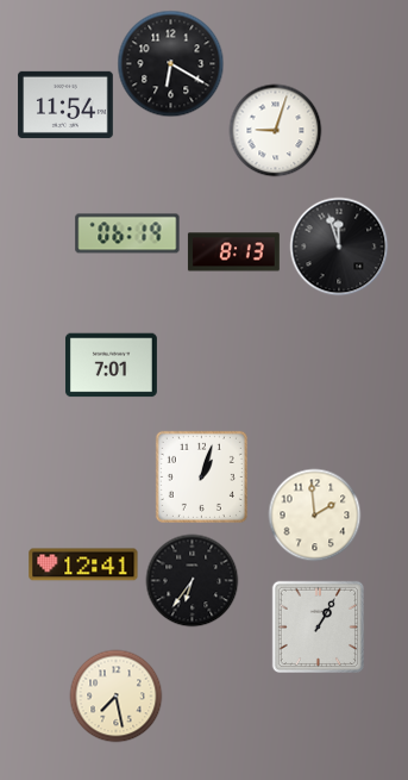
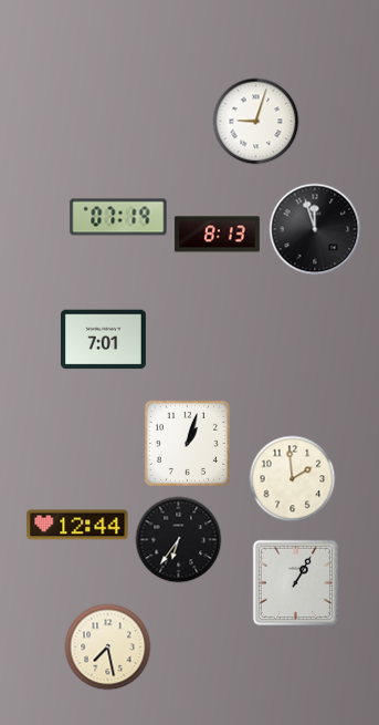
clock at (170, 63): 6:20 -> none
clock at (65, 105): 11:54 -> none
clock at (127, 233): 06:19 -> 07:19
clock at (83, 564): 12:41 -> 12:44
